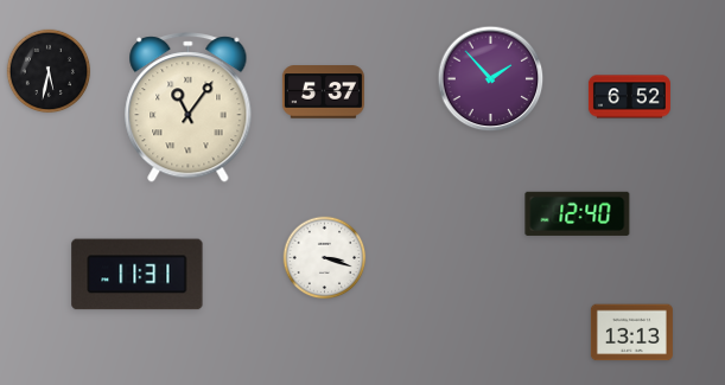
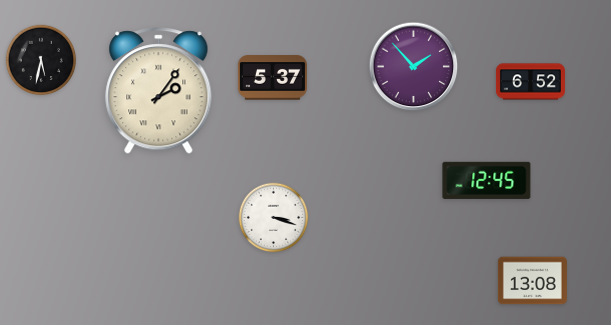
clock at (189, 108): 11:06 -> 2:06
clock at (578, 213): 12:40 -> 12:45
clock at (138, 275): 11:31 -> none
clock at (631, 333): 13:13 -> 13:08
